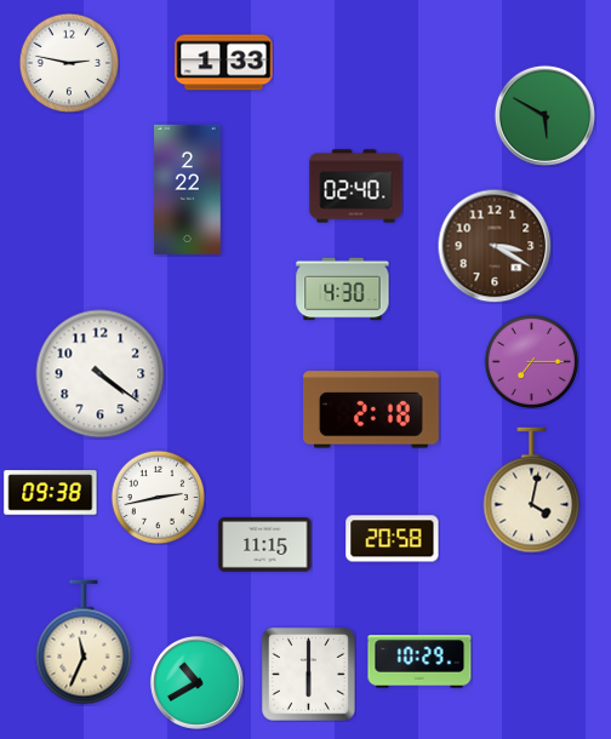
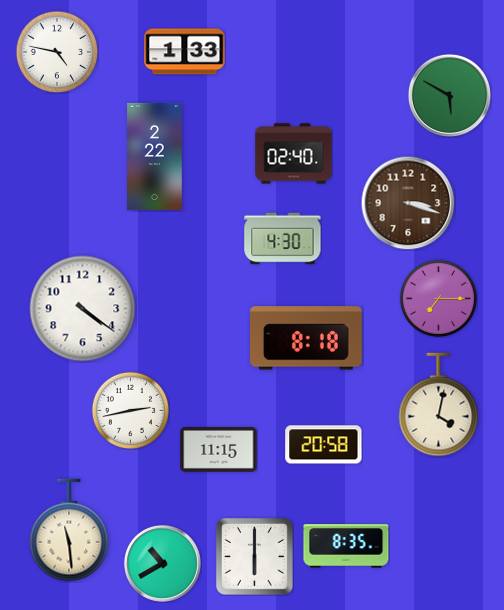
clock at (69, 63): 2:47 -> 4:47
clock at (495, 246): 3:20 -> 3:18
clock at (372, 409): 2:18 -> 8:18
clock at (51, 493): 09:38 -> none
clock at (84, 642): 11:34 -> 11:29
clock at (419, 661): 10:29 -> 8:35
